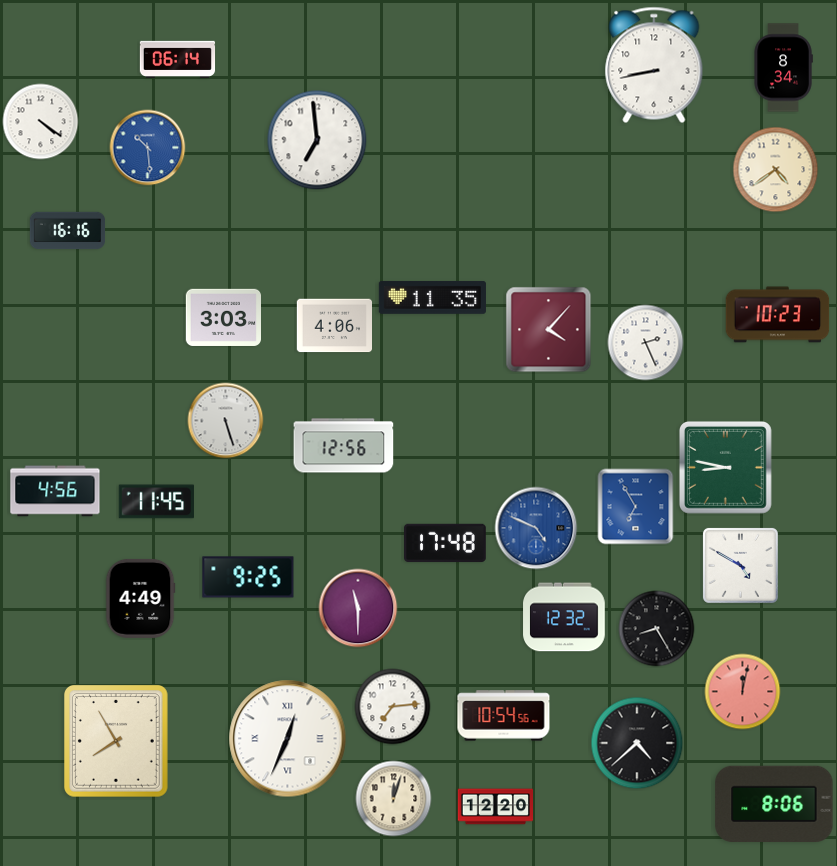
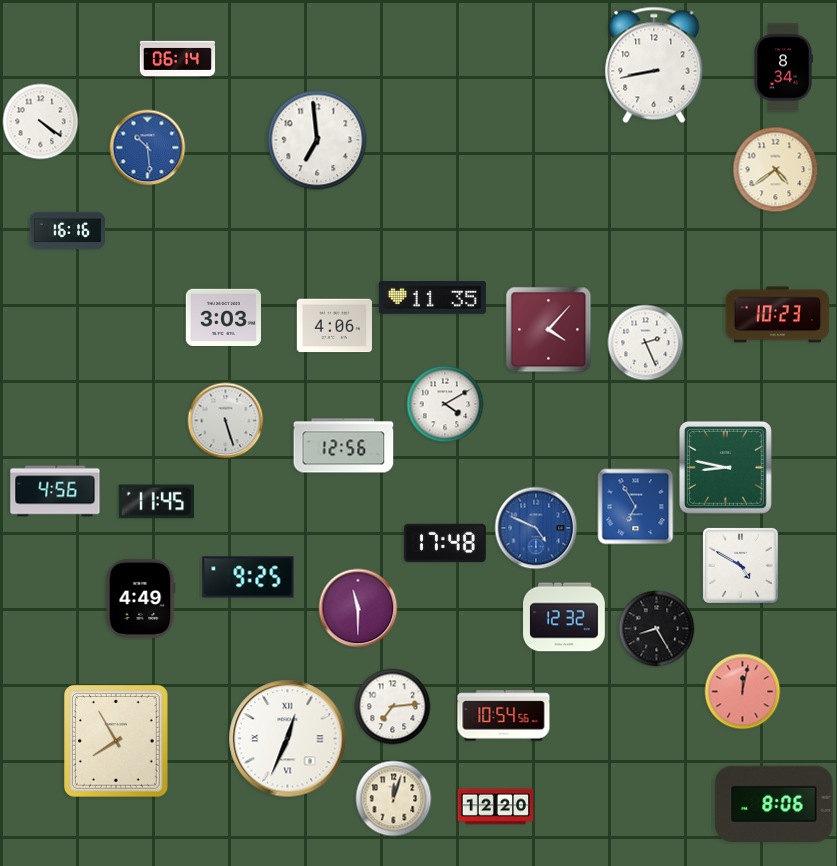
clock at (445, 404): none -> 4:10
clock at (637, 743): 4:38 -> none
